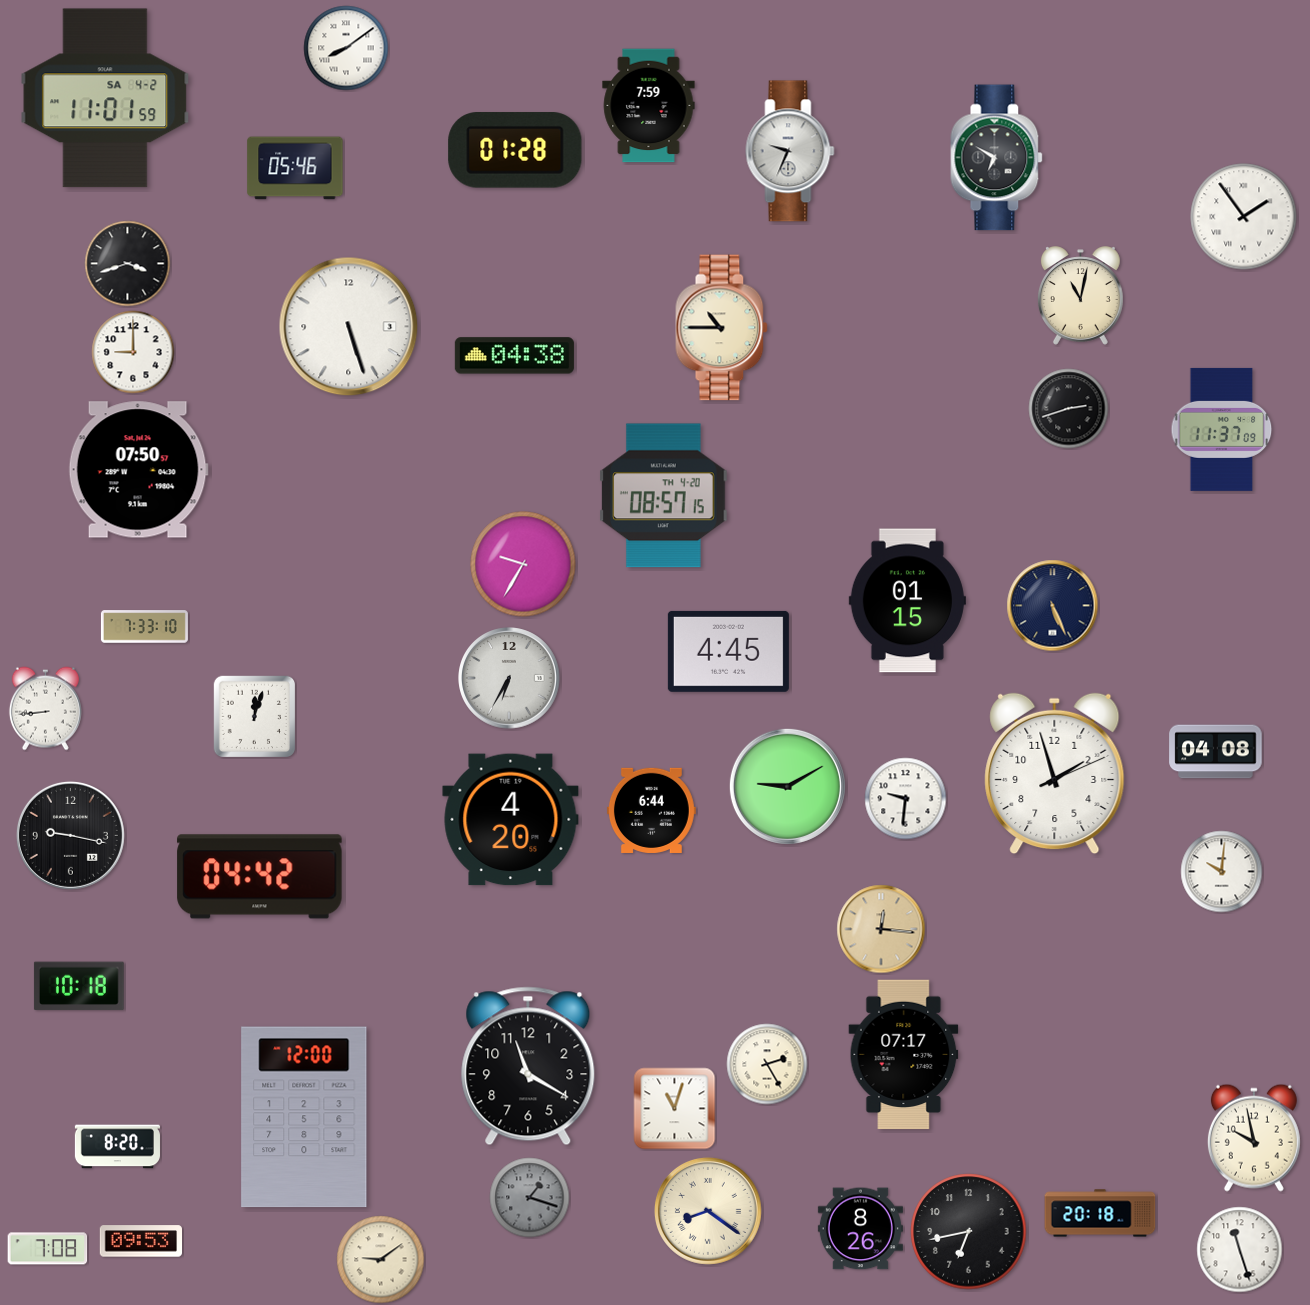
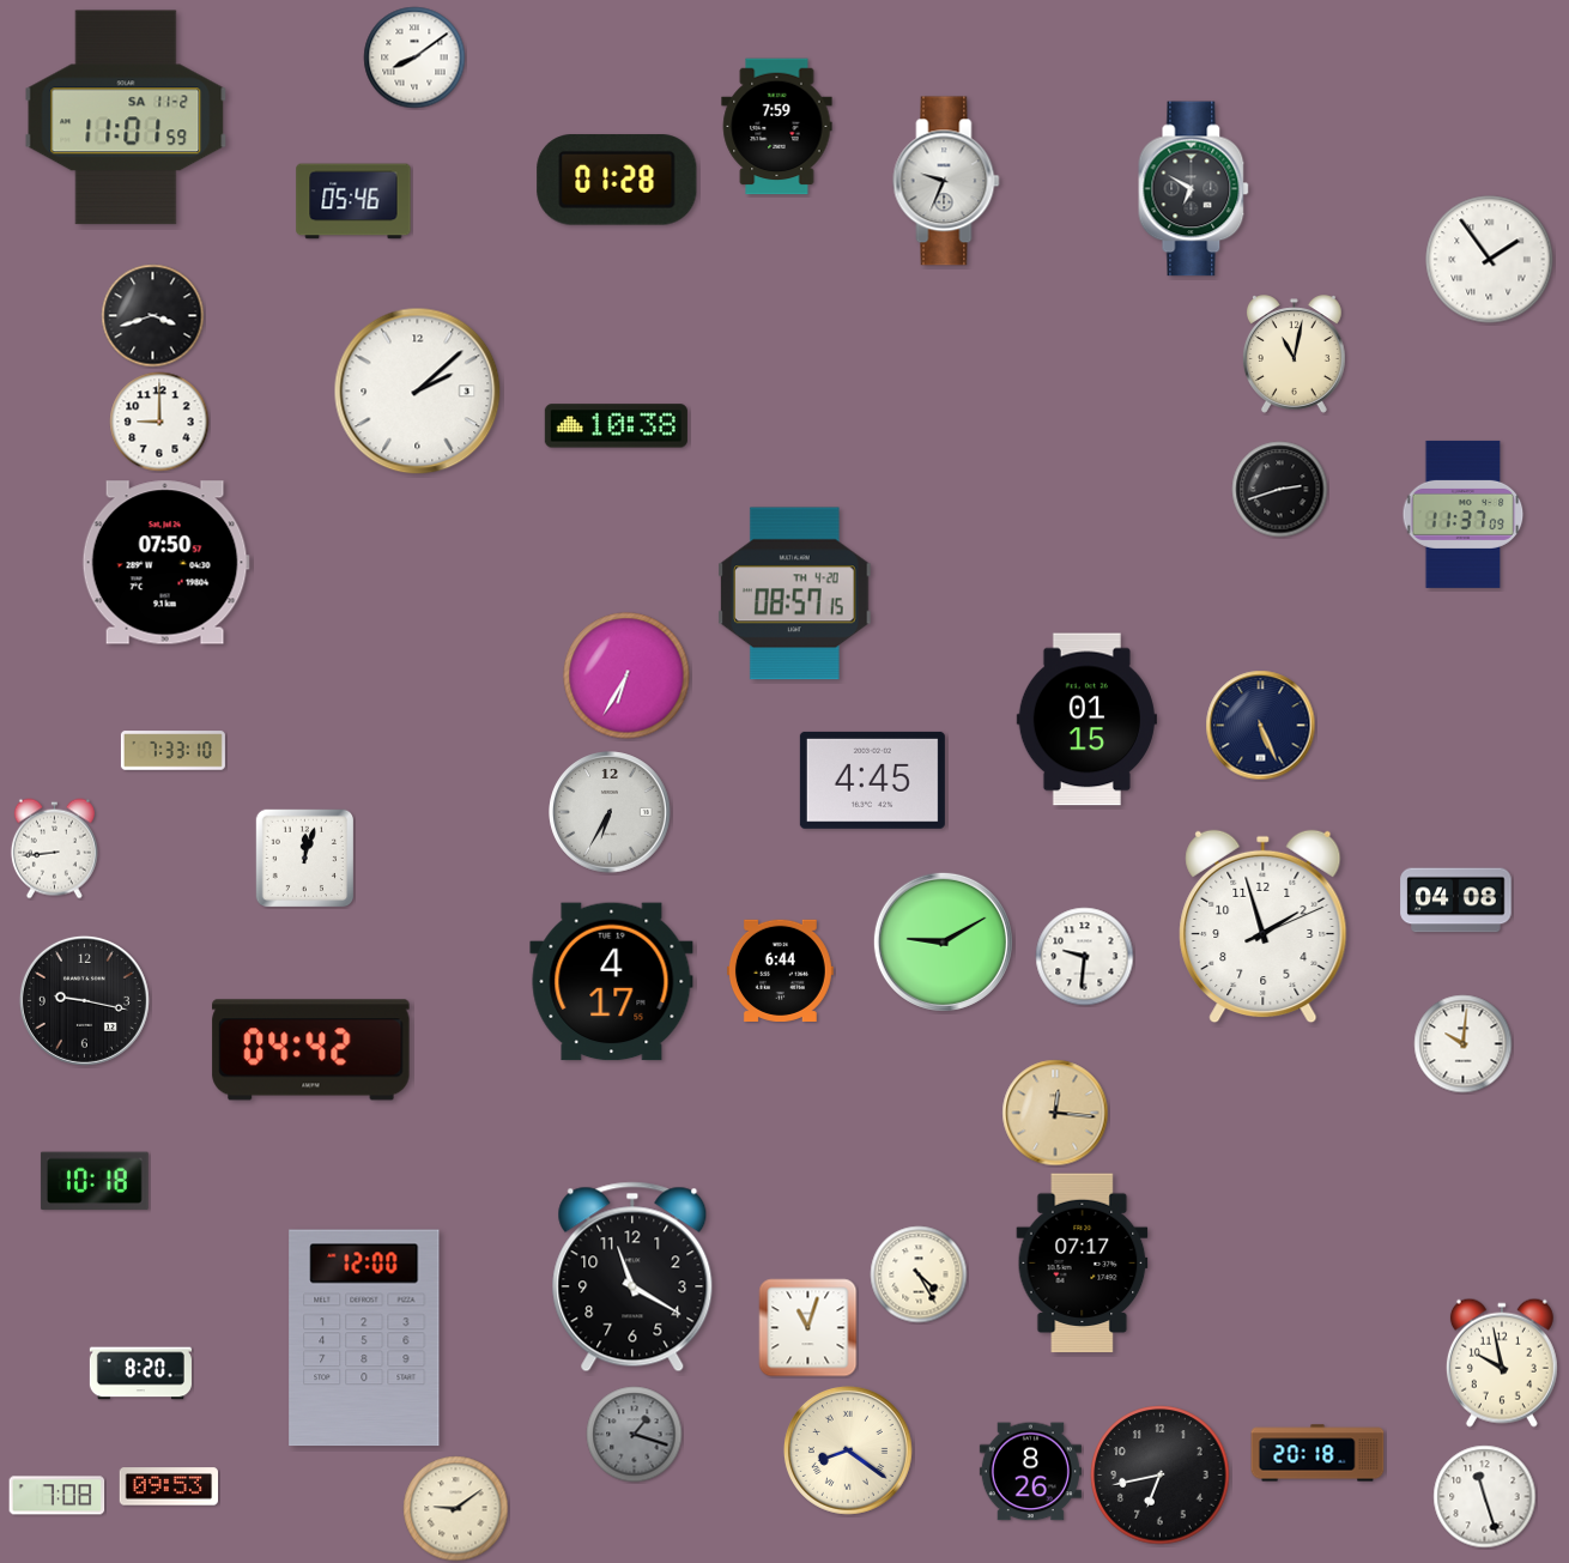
clock at (105, 98) date: SA 4-2 -> SA 11-2
clock at (349, 327): 5:27 -> 2:08
clock at (722, 328): 10:45 -> none
clock at (514, 356): 04:38 -> 10:38
clock at (523, 564): 9:35 -> 6:35
clock at (511, 820): 4:20 -> 4:17
clock at (767, 1064): 2:25 -> 4:25
